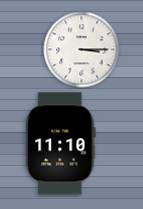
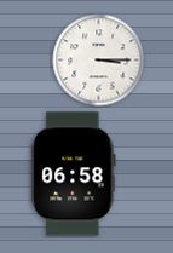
clock at (61, 144): 11:10 -> 06:58
